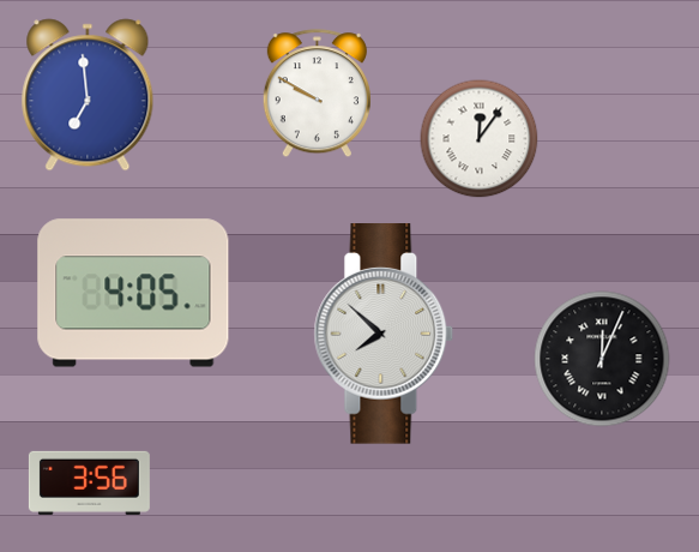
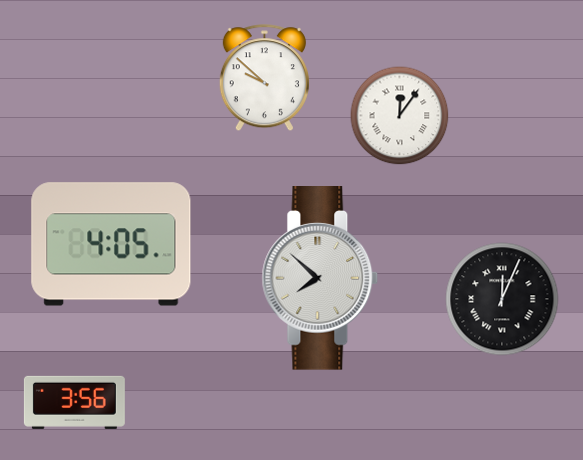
clock at (317, 94): 9:50 -> 9:52
clock at (88, 95): 6:59 -> none
